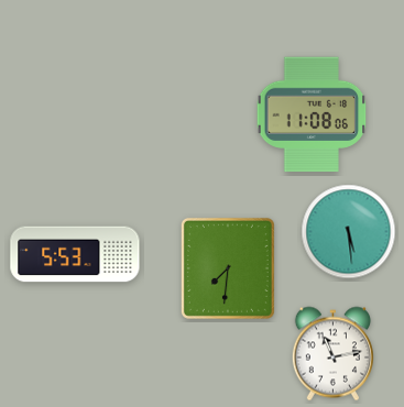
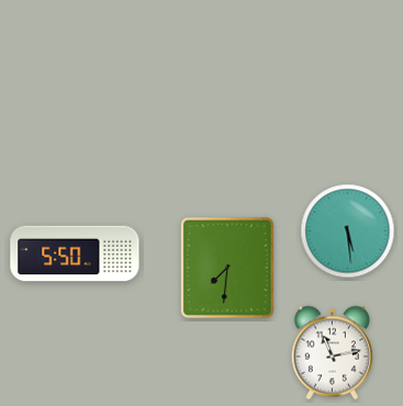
clock at (312, 114): 11:08 -> none
clock at (75, 254): 5:53 -> 5:50
